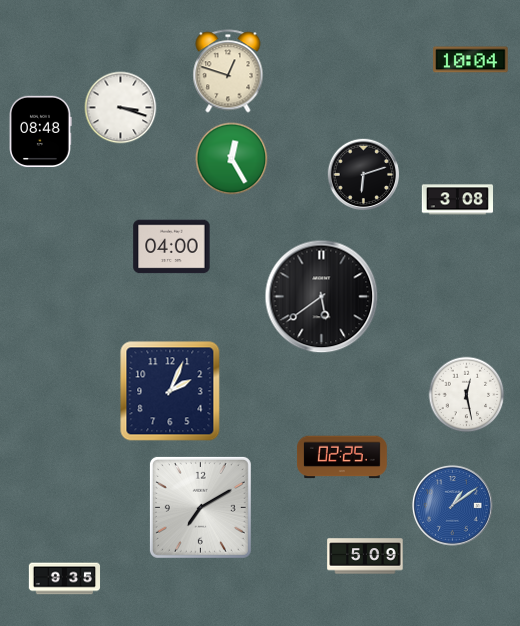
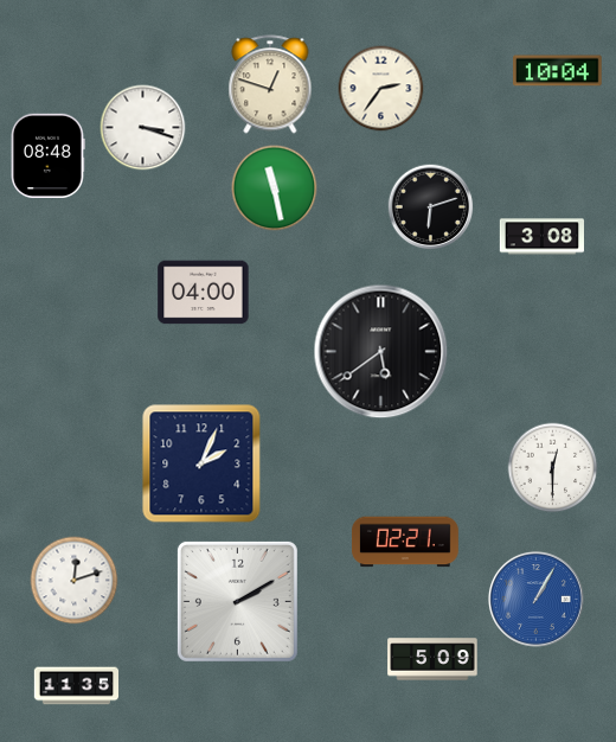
clock at (381, 89): none -> 2:36
clock at (232, 159): 12:25 -> 11:28
clock at (467, 395): 12:28 -> 12:30
clock at (342, 457): 02:25 -> 02:21
clock at (75, 581): none -> 12:12
clock at (452, 505): 1:09 -> 1:05
clock at (200, 507): 7:10 -> 2:10
clock at (65, 579): 9:35 -> 11:35
